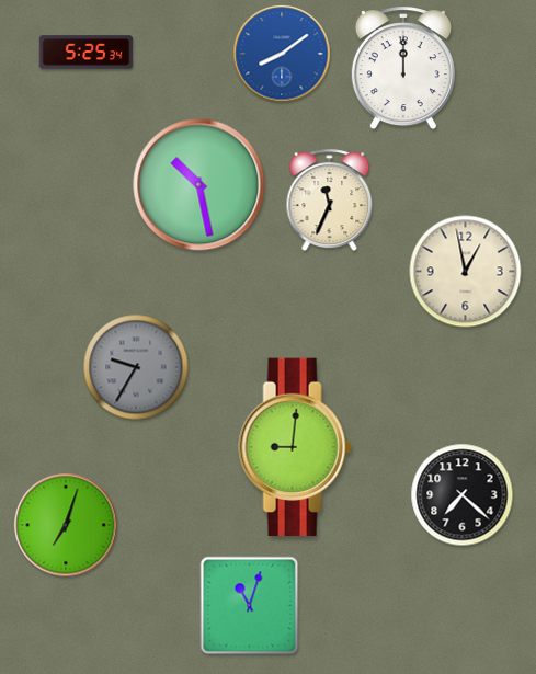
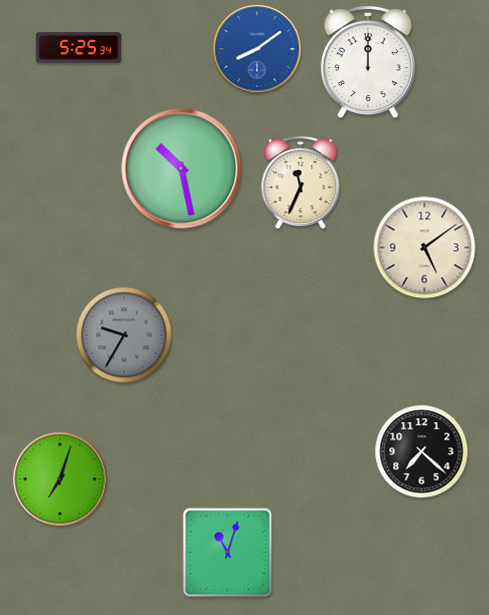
clock at (466, 272): 12:58 -> 5:09
clock at (295, 447): 9:01 -> none
